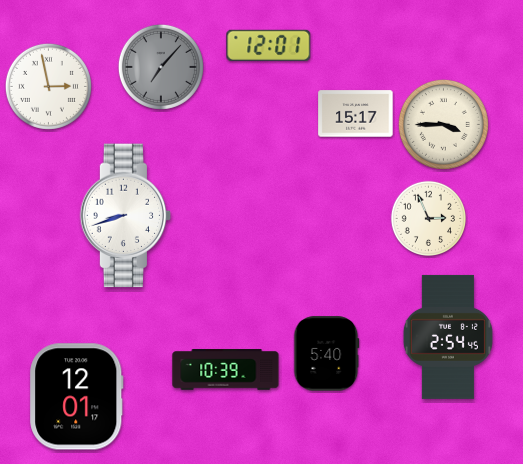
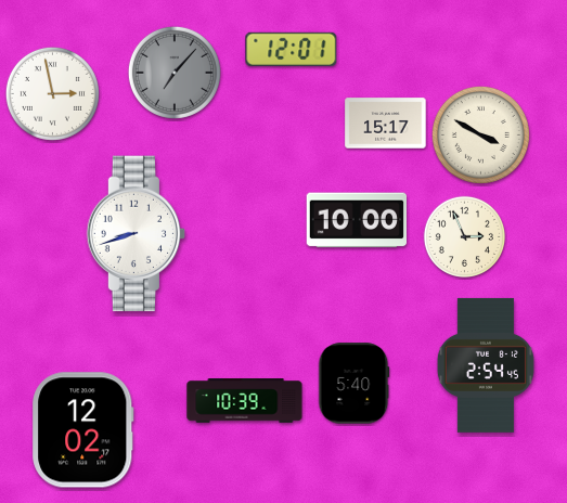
clock at (443, 124): 3:45 -> 3:50
clock at (356, 220): none -> 10:00
clock at (77, 397): 12:01 -> 12:02
